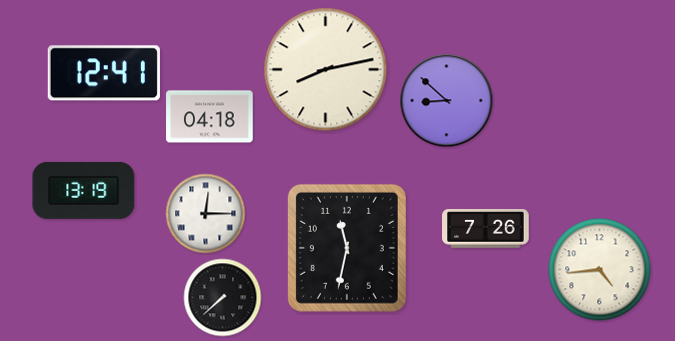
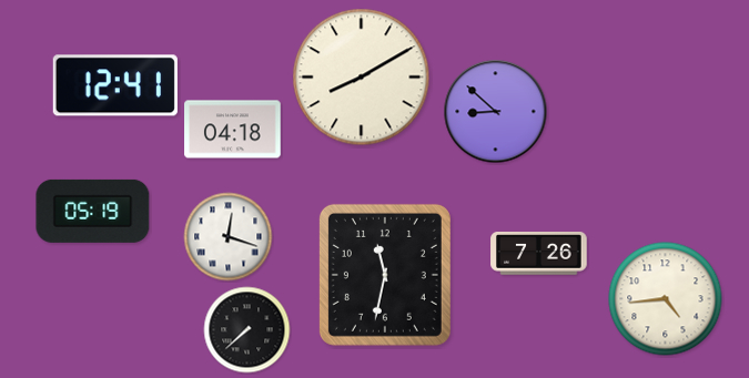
clock at (326, 70): 8:13 -> 8:10
clock at (104, 73) position: (104, 73) -> (115, 85)
clock at (84, 190): 13:19 -> 05:19
clock at (206, 214): 12:15 -> 12:18
